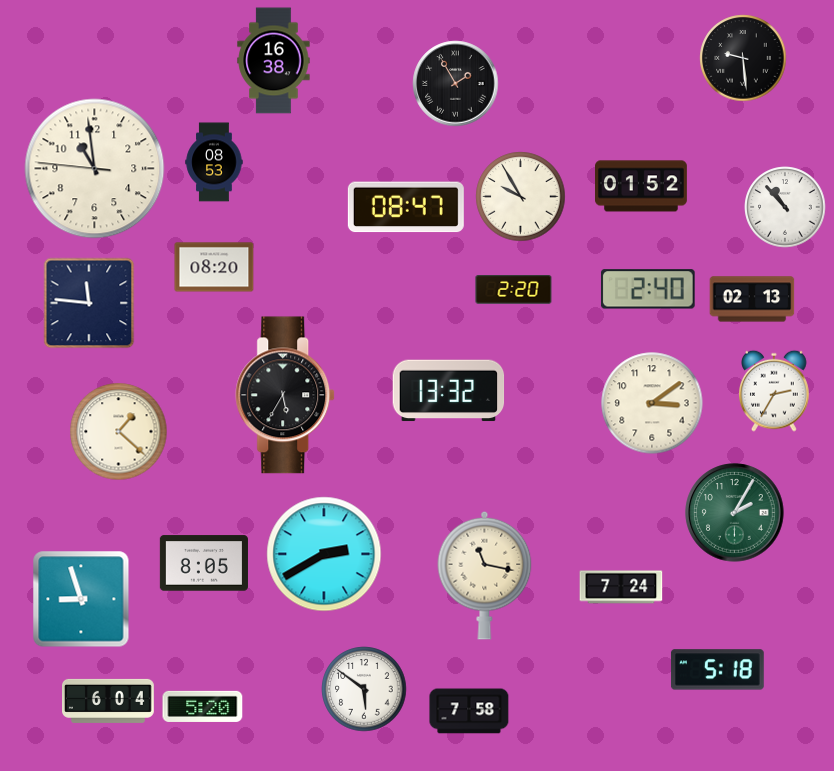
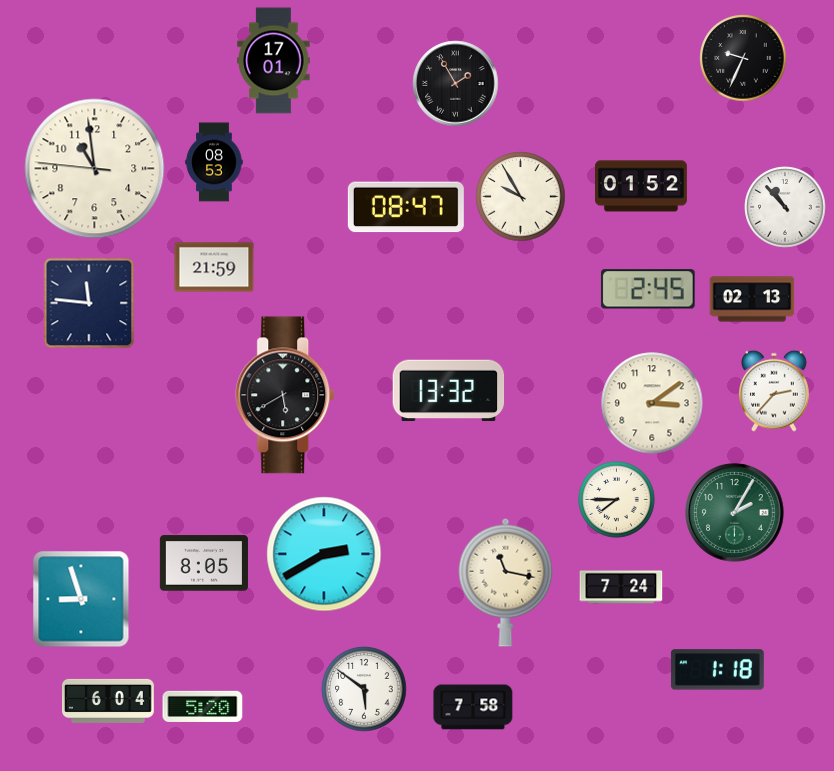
clock at (743, 58): 9:29 -> 9:34
clock at (274, 61): 16:38 -> 17:01
clock at (214, 267): 08:20 -> 21:59
clock at (648, 289): 2:40 -> 2:45
clock at (514, 290): 2:20 -> none
clock at (775, 391): 2:35 -> 2:37
clock at (286, 395): 5:35 -> 5:40
clock at (119, 432): 1:22 -> none
clock at (617, 500): none -> 7:45
clock at (485, 575) position: (485, 575) -> (506, 582)
clock at (717, 670): 5:18 -> 1:18
clock at (469, 711) position: (469, 711) -> (473, 707)
